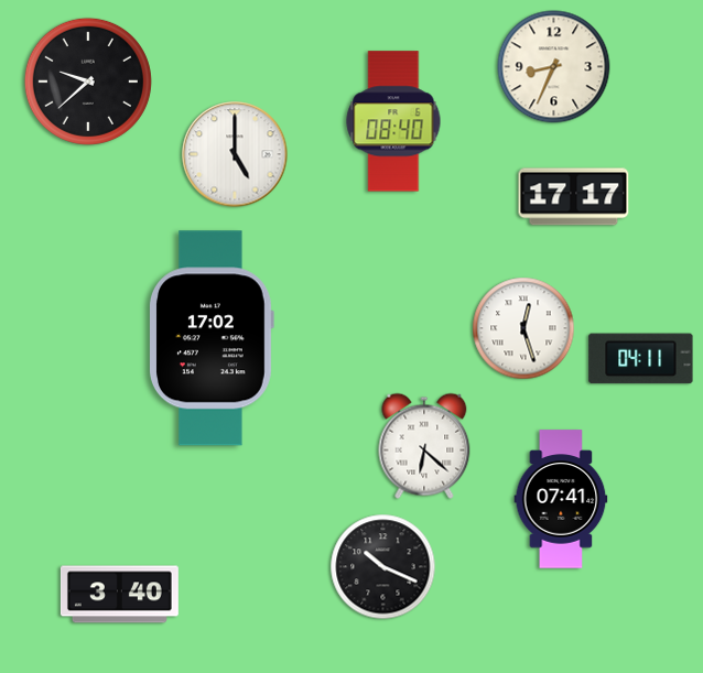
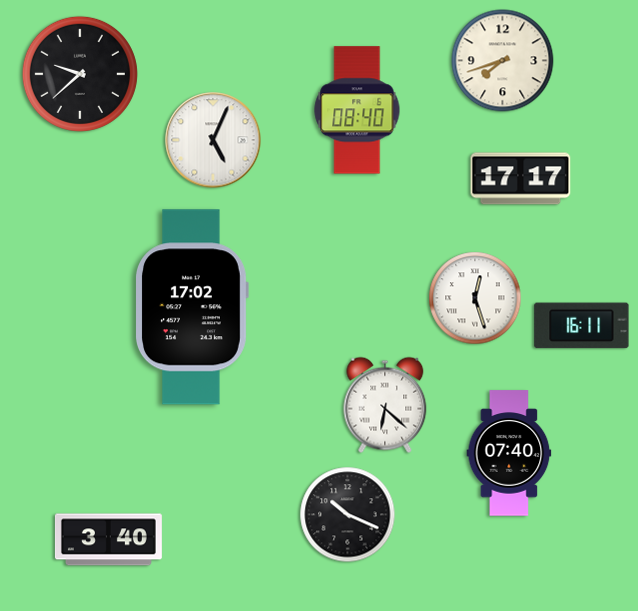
clock at (554, 67): 8:34 -> 7:42
clock at (235, 154): 5:00 -> 5:04
clock at (641, 359): 04:11 -> 16:11
clock at (561, 499): 07:41 -> 07:40
